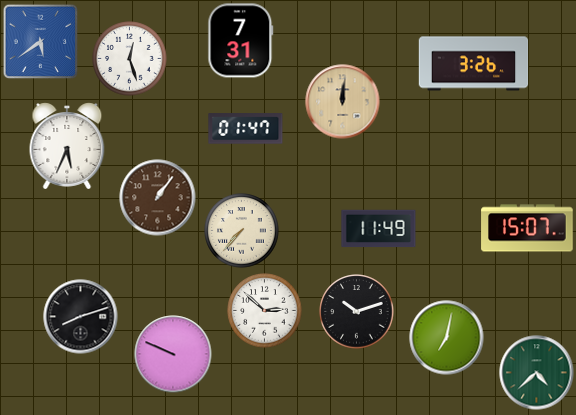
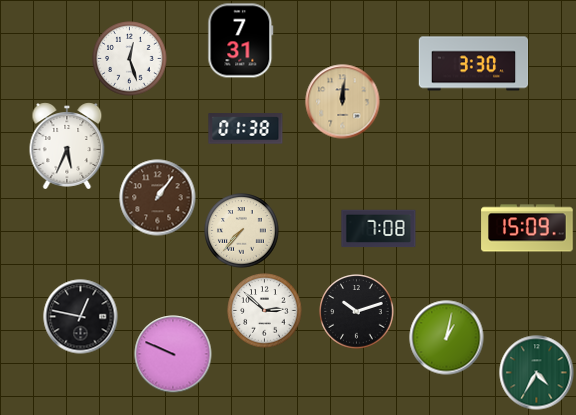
clock at (41, 42): 5:39 -> none
clock at (474, 64): 3:26 -> 3:30
clock at (246, 129): 01:47 -> 01:38
clock at (527, 228): 15:07 -> 15:09
clock at (379, 229): 11:49 -> 7:08
clock at (81, 317): 8:12 -> 12:47
clock at (447, 338): 7:02 -> 1:02
clock at (537, 373): 4:38 -> 4:35
